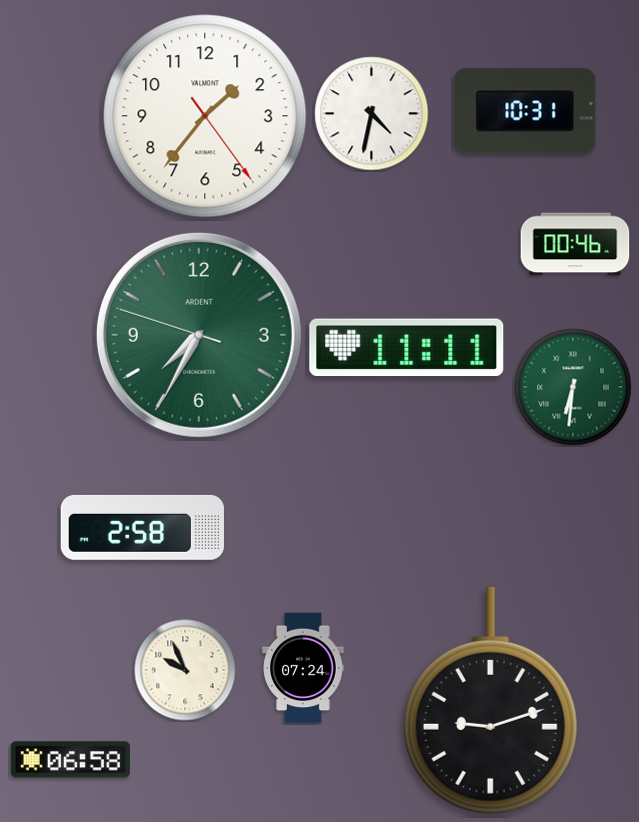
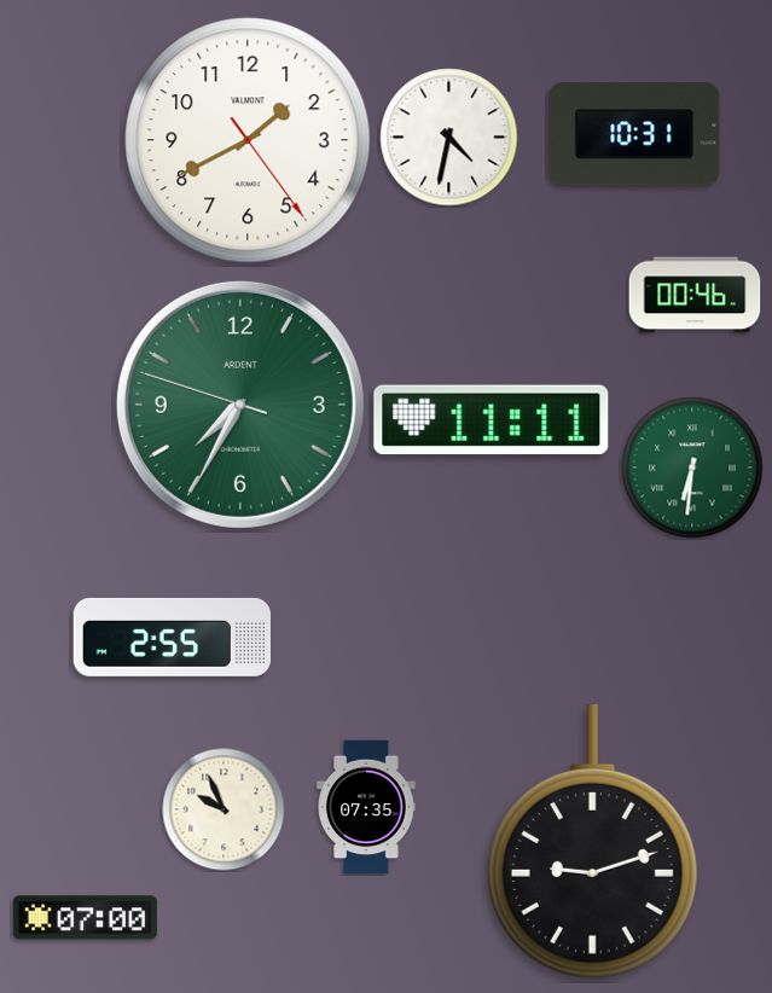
clock at (205, 116): 1:36 -> 1:40
clock at (142, 527): 2:58 -> 2:55
clock at (303, 668): 07:24 -> 07:35
clock at (490, 700) position: (490, 700) -> (592, 841)
clock at (70, 760): 06:58 -> 07:00
